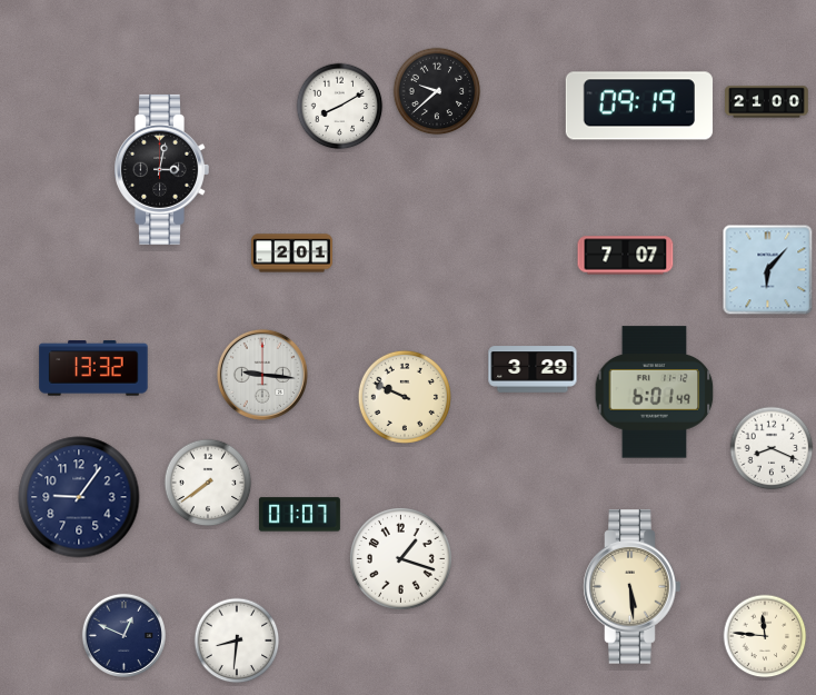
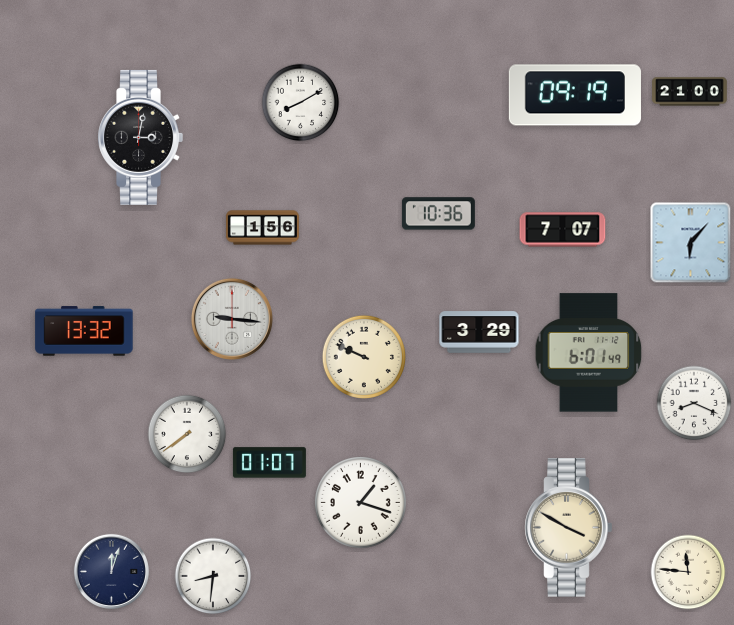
clock at (437, 91): 9:38 -> none
clock at (340, 107) position: (340, 107) -> (301, 103)
clock at (161, 169) position: (161, 169) -> (140, 137)
clock at (438, 214): none -> 10:36
clock at (291, 254): 2:01 -> 1:56
clock at (262, 375) position: (262, 375) -> (232, 319)
clock at (79, 497): 9:06 -> none
clock at (633, 587): 5:29 -> 3:50
clock at (123, 635): 12:49 -> 12:03
